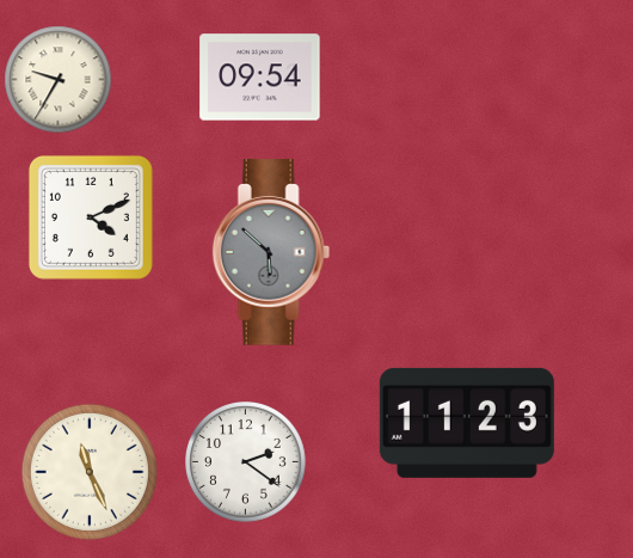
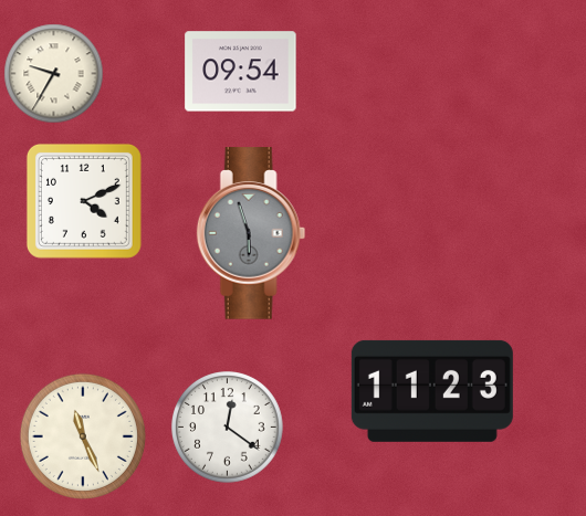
clock at (271, 252): 5:52 -> 5:57
clock at (246, 462): 2:21 -> 12:21
